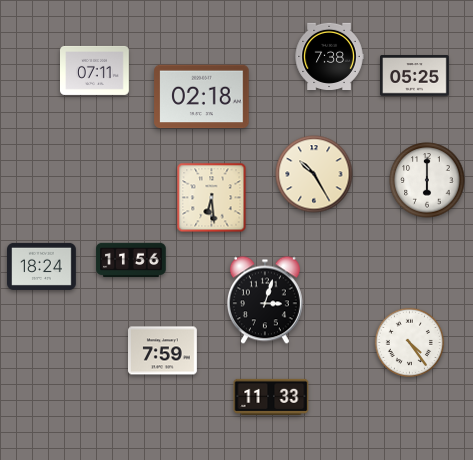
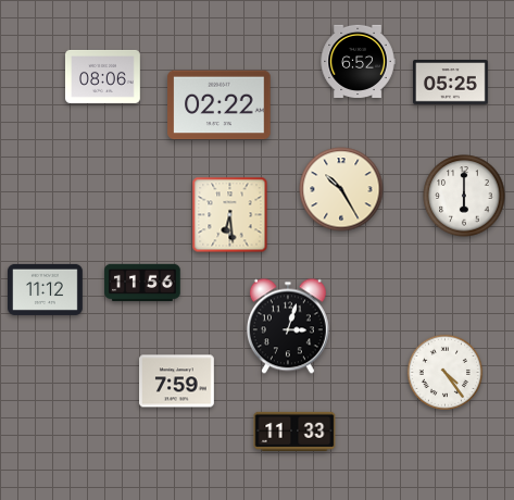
clock at (329, 56): 7:38 -> 6:52
clock at (95, 70): 07:11 -> 08:06
clock at (202, 97): 02:18 -> 02:22
clock at (42, 266): 18:24 -> 11:12
